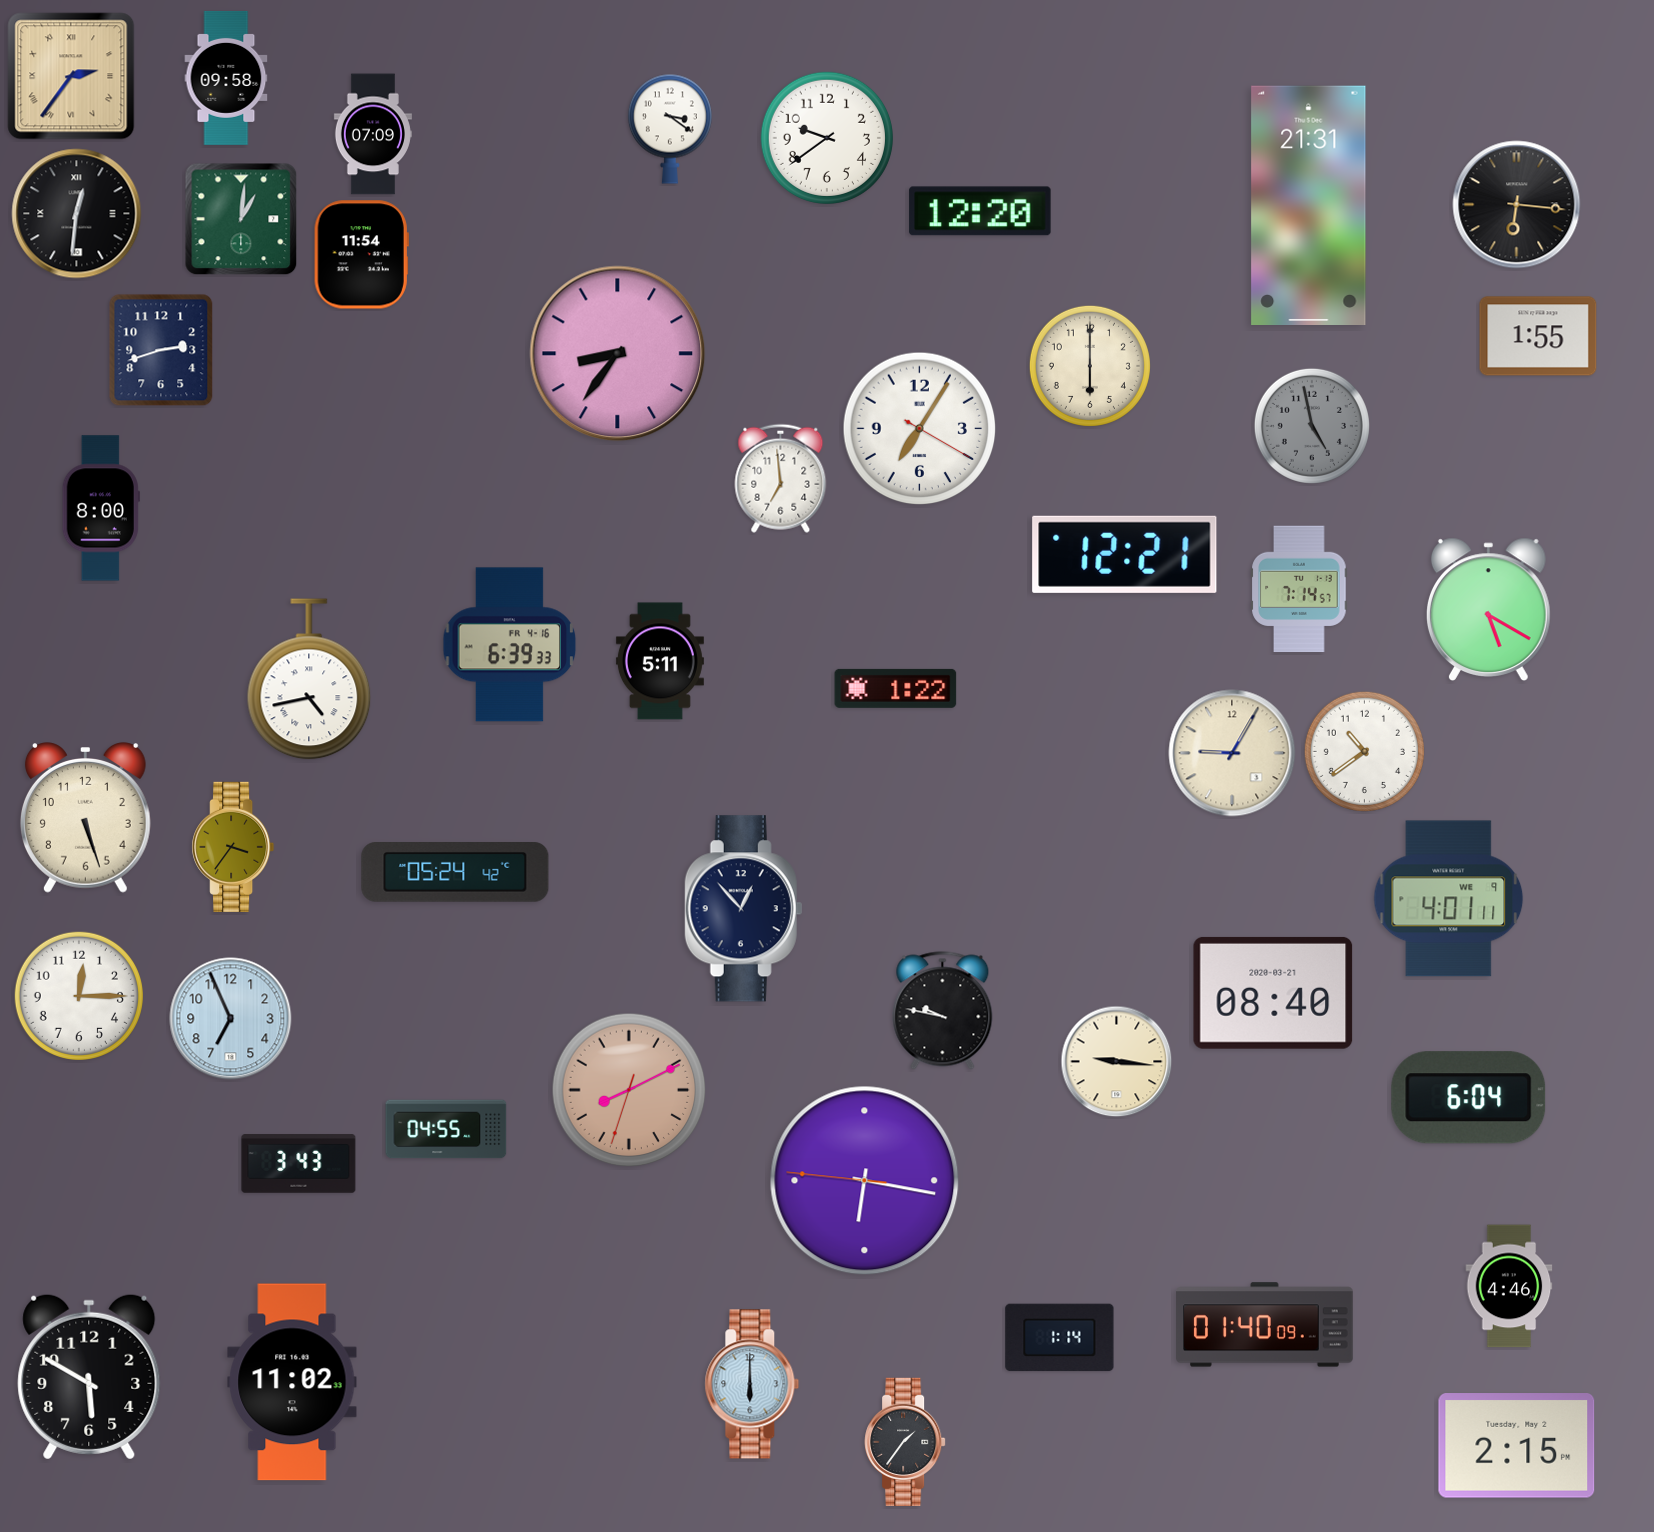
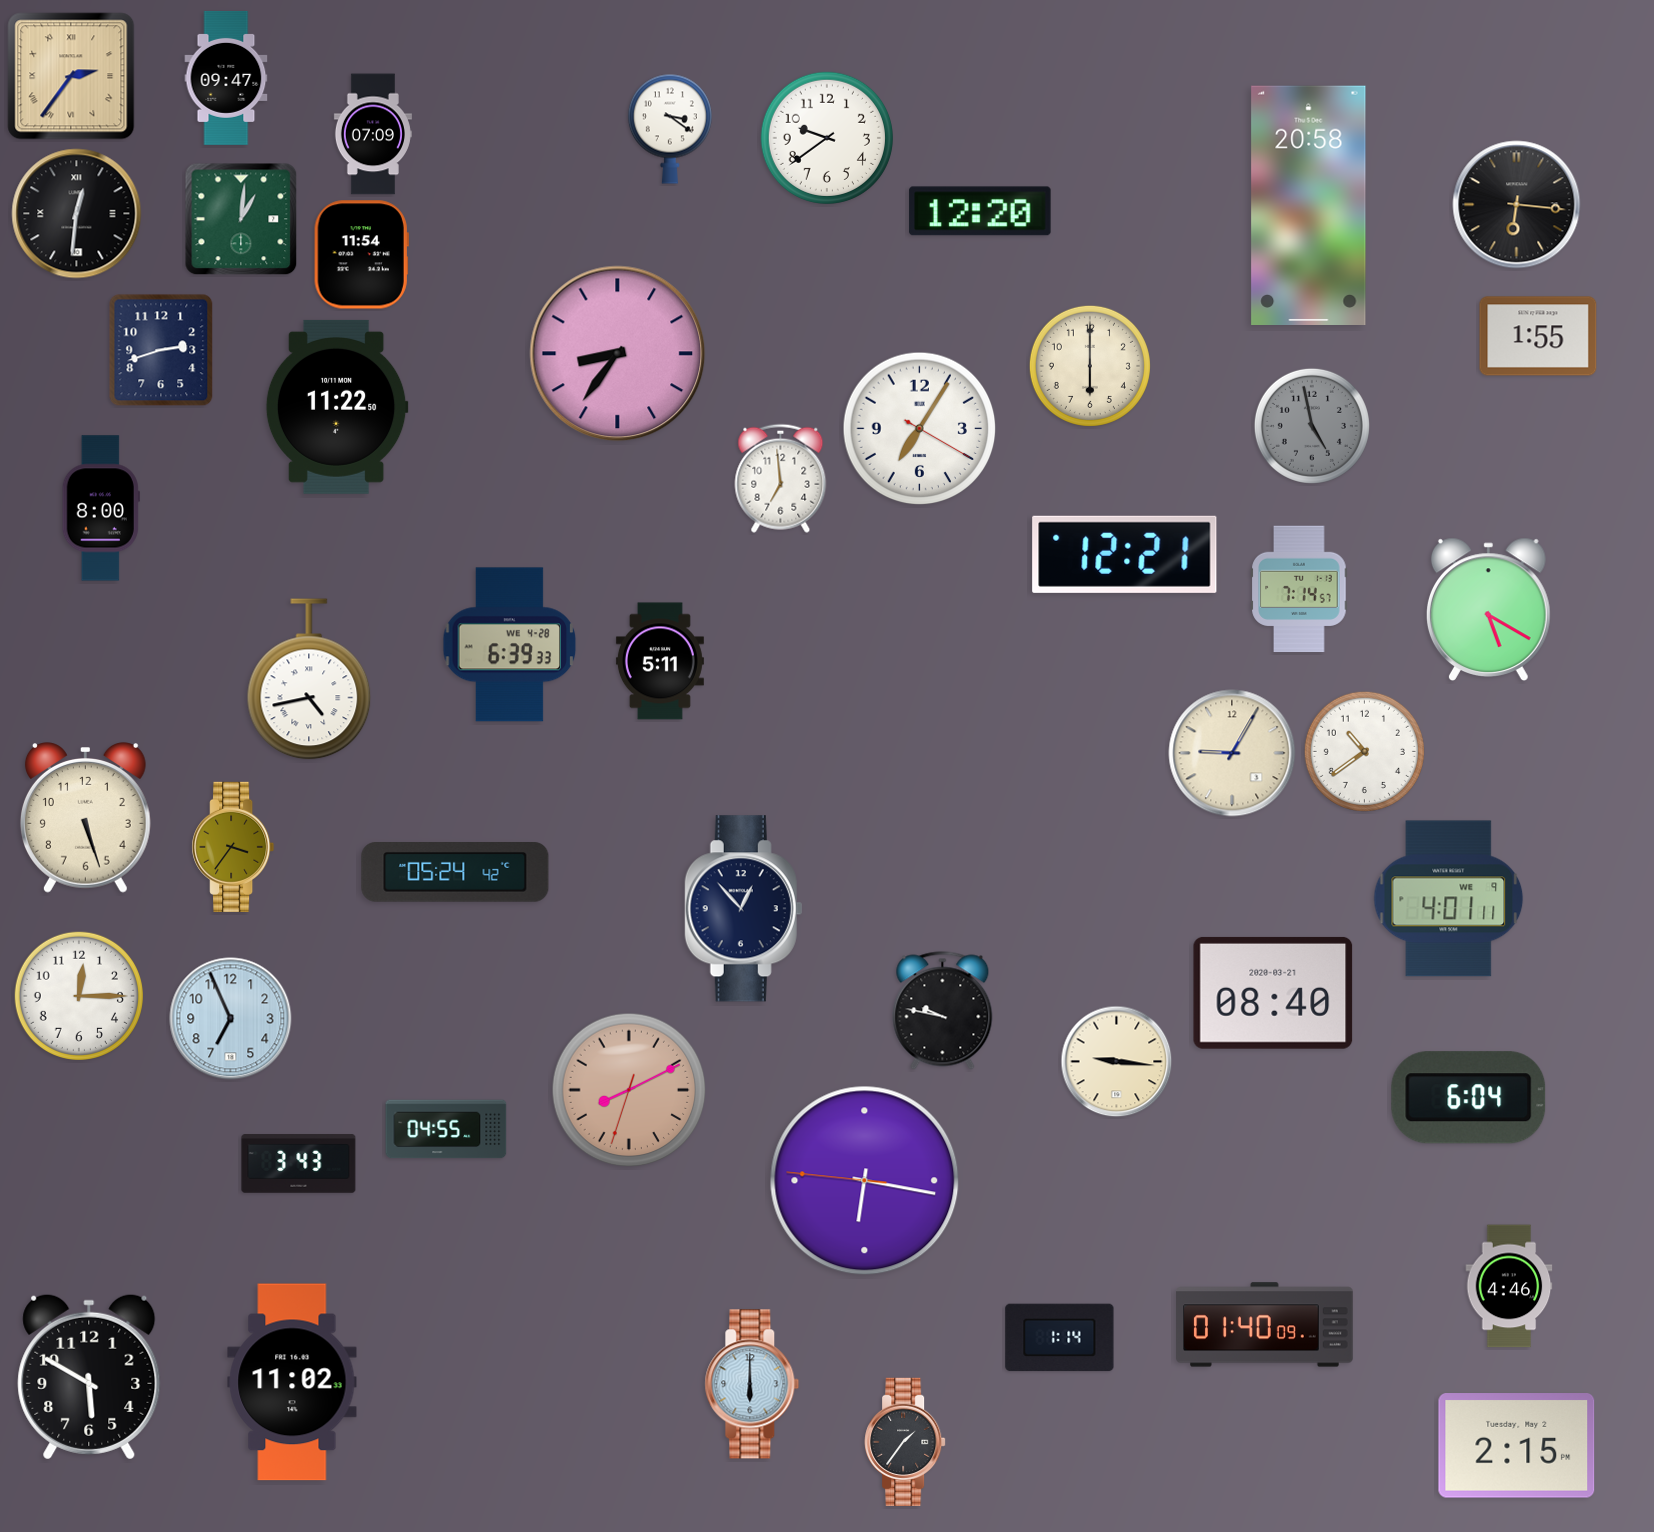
clock at (226, 78): 09:58 -> 09:47
clock at (1309, 205): 21:31 -> 20:58
clock at (337, 407): none -> 11:22
clock at (510, 645) date: FR 4-16 -> WE 4-28
clock at (896, 688): 1:22 -> none
